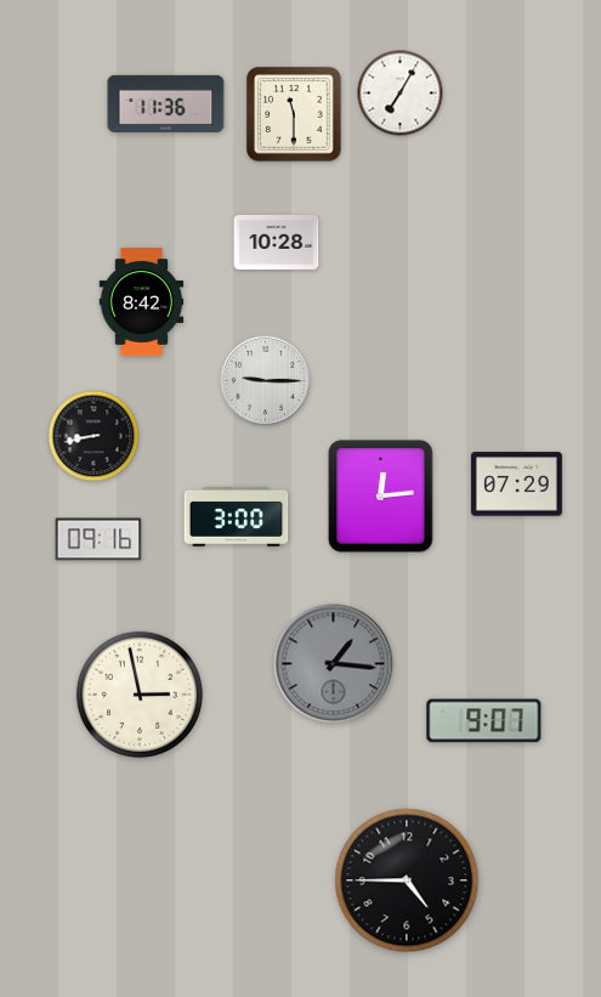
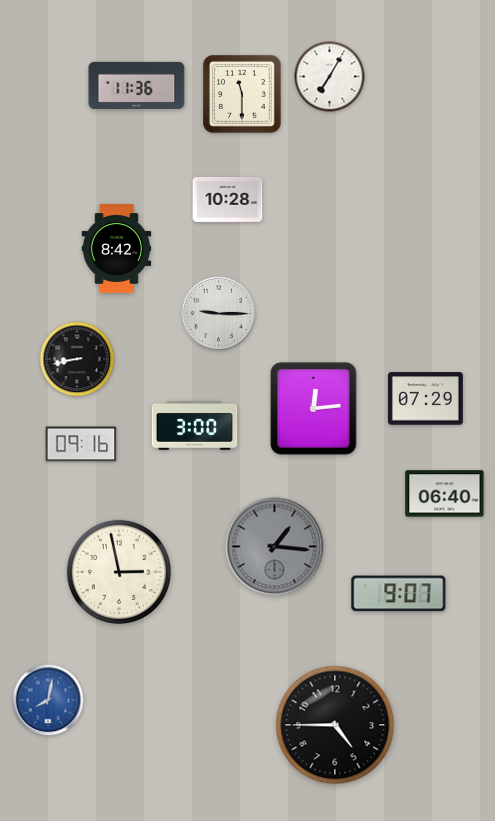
clock at (445, 494): none -> 06:40
clock at (140, 695) position: (140, 695) -> (119, 572)
clock at (48, 700): none -> 8:02
